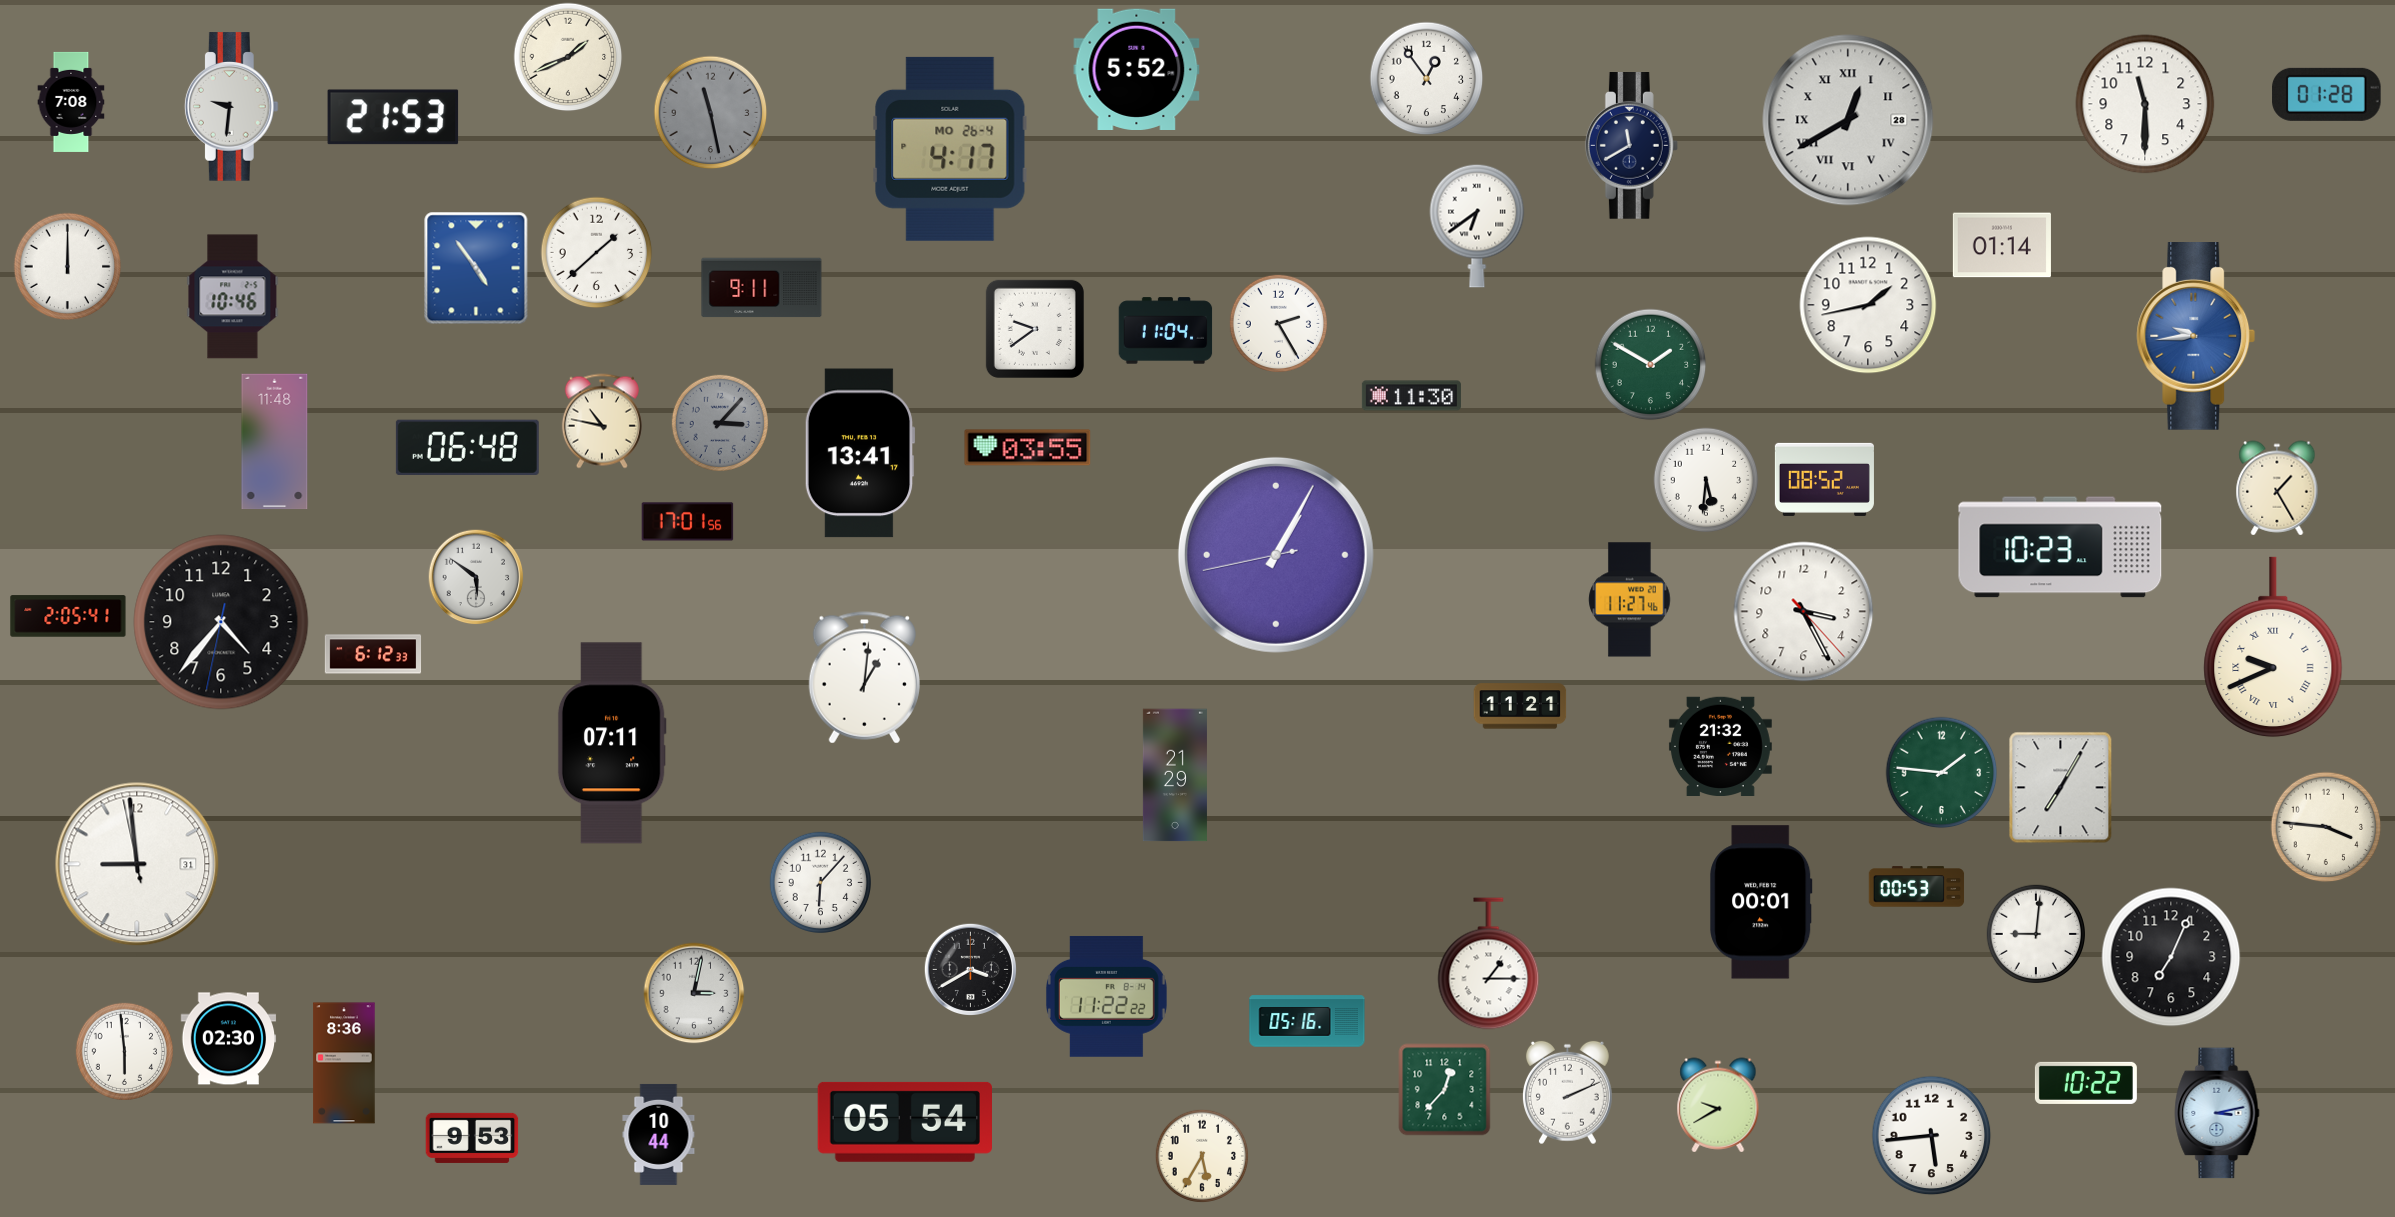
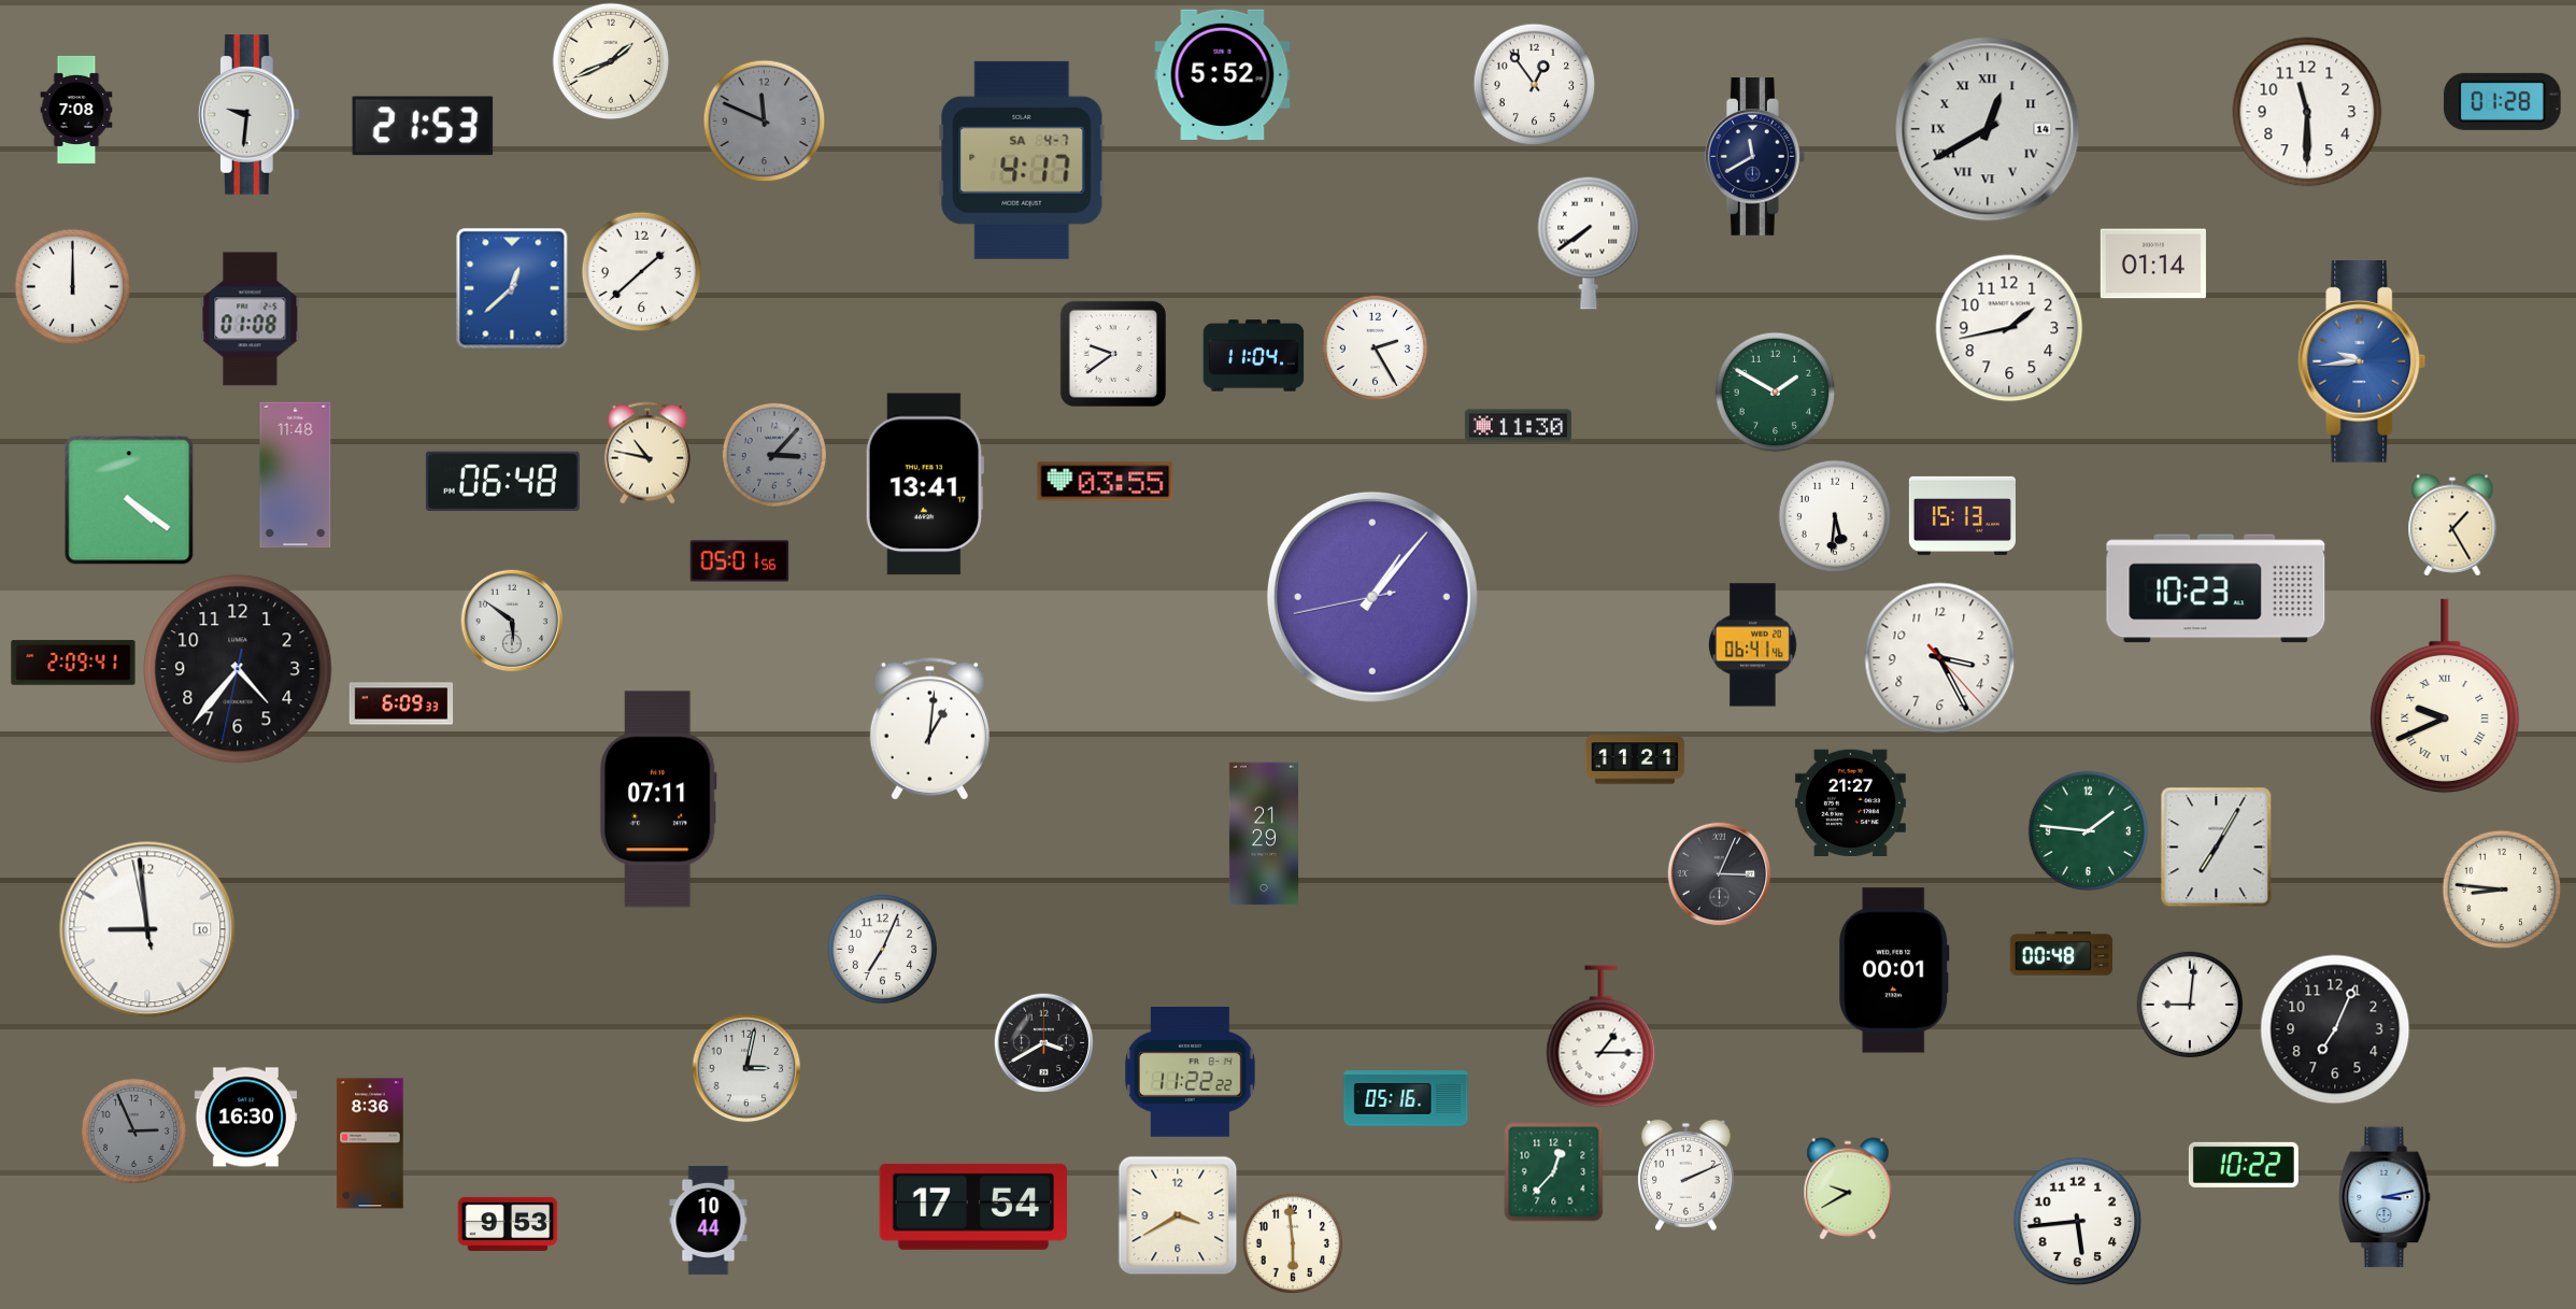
clock at (711, 113): 11:28 -> 11:49
clock at (1848, 120) date: 28 -> 14
clock at (950, 149) date: MO 26-4 -> SA 4-7
clock at (1477, 226): 6:39 -> 7:39
clock at (476, 268): 4:54 -> 12:38
clock at (762, 288): 9:11 -> none
clock at (233, 297): 10:46 -> 01:08
clock at (860, 453) position: (860, 453) -> (925, 484)
clock at (129, 500): none -> 4:21
clock at (1824, 479): 08:52 -> 15:13
clock at (2277, 488) position: (2277, 488) -> (2452, 525)
clock at (688, 522): 17:01 -> 05:01
clock at (1276, 555): 1:04 -> 1:06
clock at (1630, 600): 11:27 -> 06:41
clock at (68, 616): 2:05 -> 2:09
clock at (373, 654): 6:12 -> 6:09
clock at (1720, 746): 21:32 -> 21:27
clock at (1720, 874): none -> 3:04
clock at (2326, 827): 3:46 -> 8:46
clock at (137, 864) date: 31 -> 10
clock at (821, 883): 6:07 -> 7:04
clock at (1917, 887): 00:53 -> 00:48
clock at (229, 1039): 02:30 -> 16:30
clock at (124, 1051): 5:59 -> 2:56
clock at (124, 1051) dial: white -> grey
clock at (904, 1122): 05:54 -> 17:54
clock at (1178, 1215): none -> 3:40
clock at (1202, 1156): 5:35 -> 5:59
